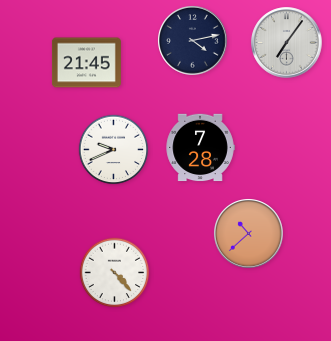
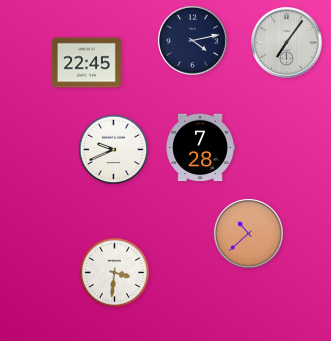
clock at (86, 63): 21:45 -> 22:45
clock at (115, 273): 4:23 -> 3:31
